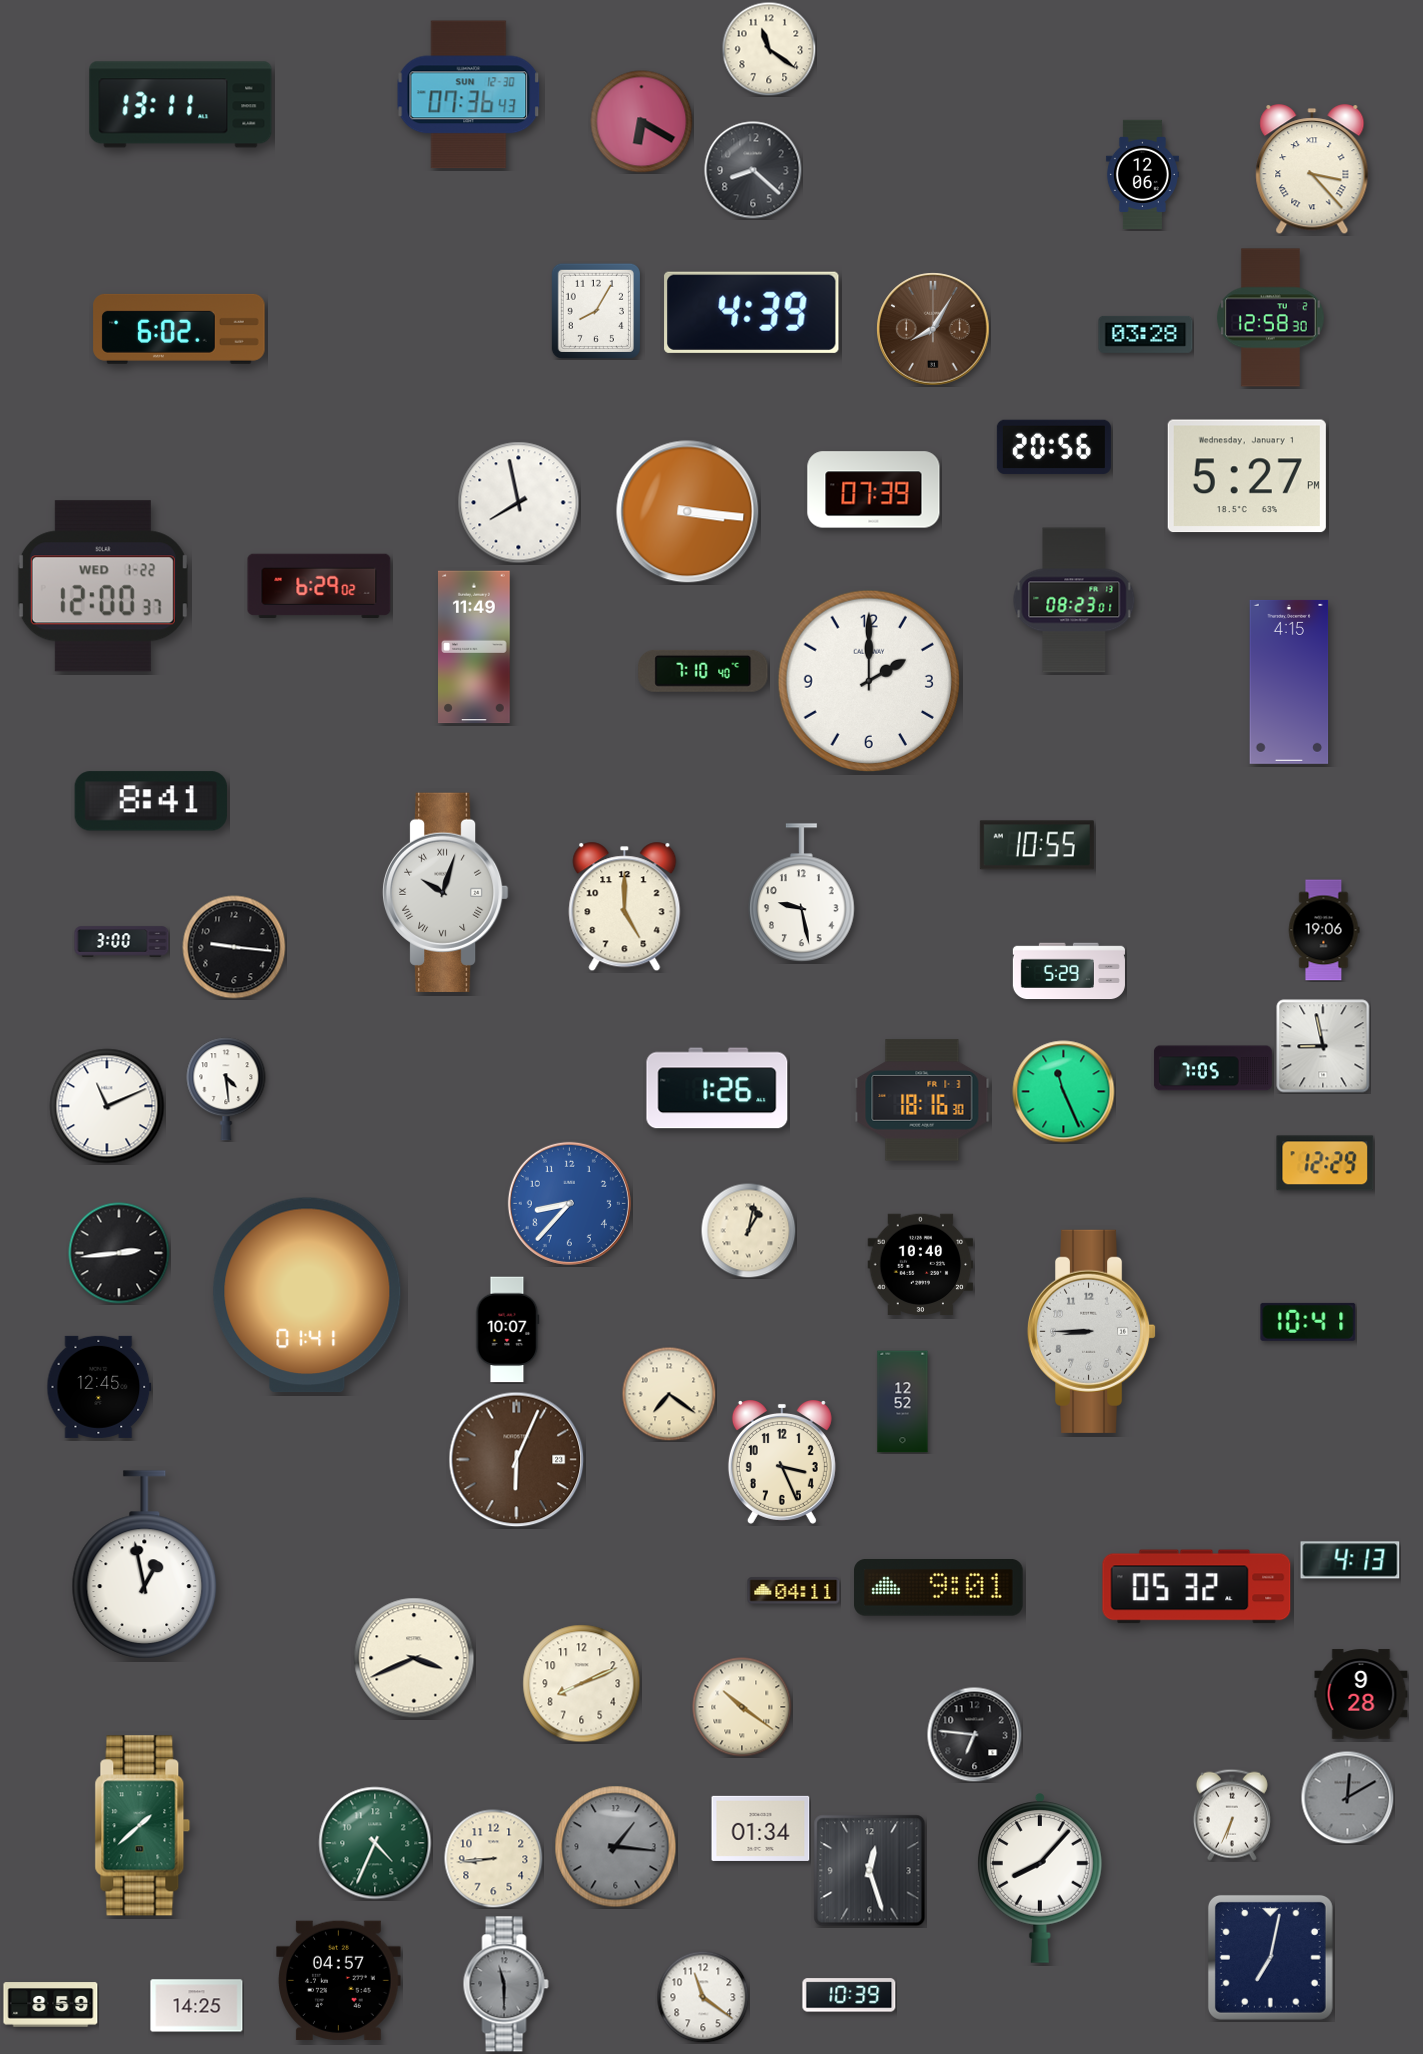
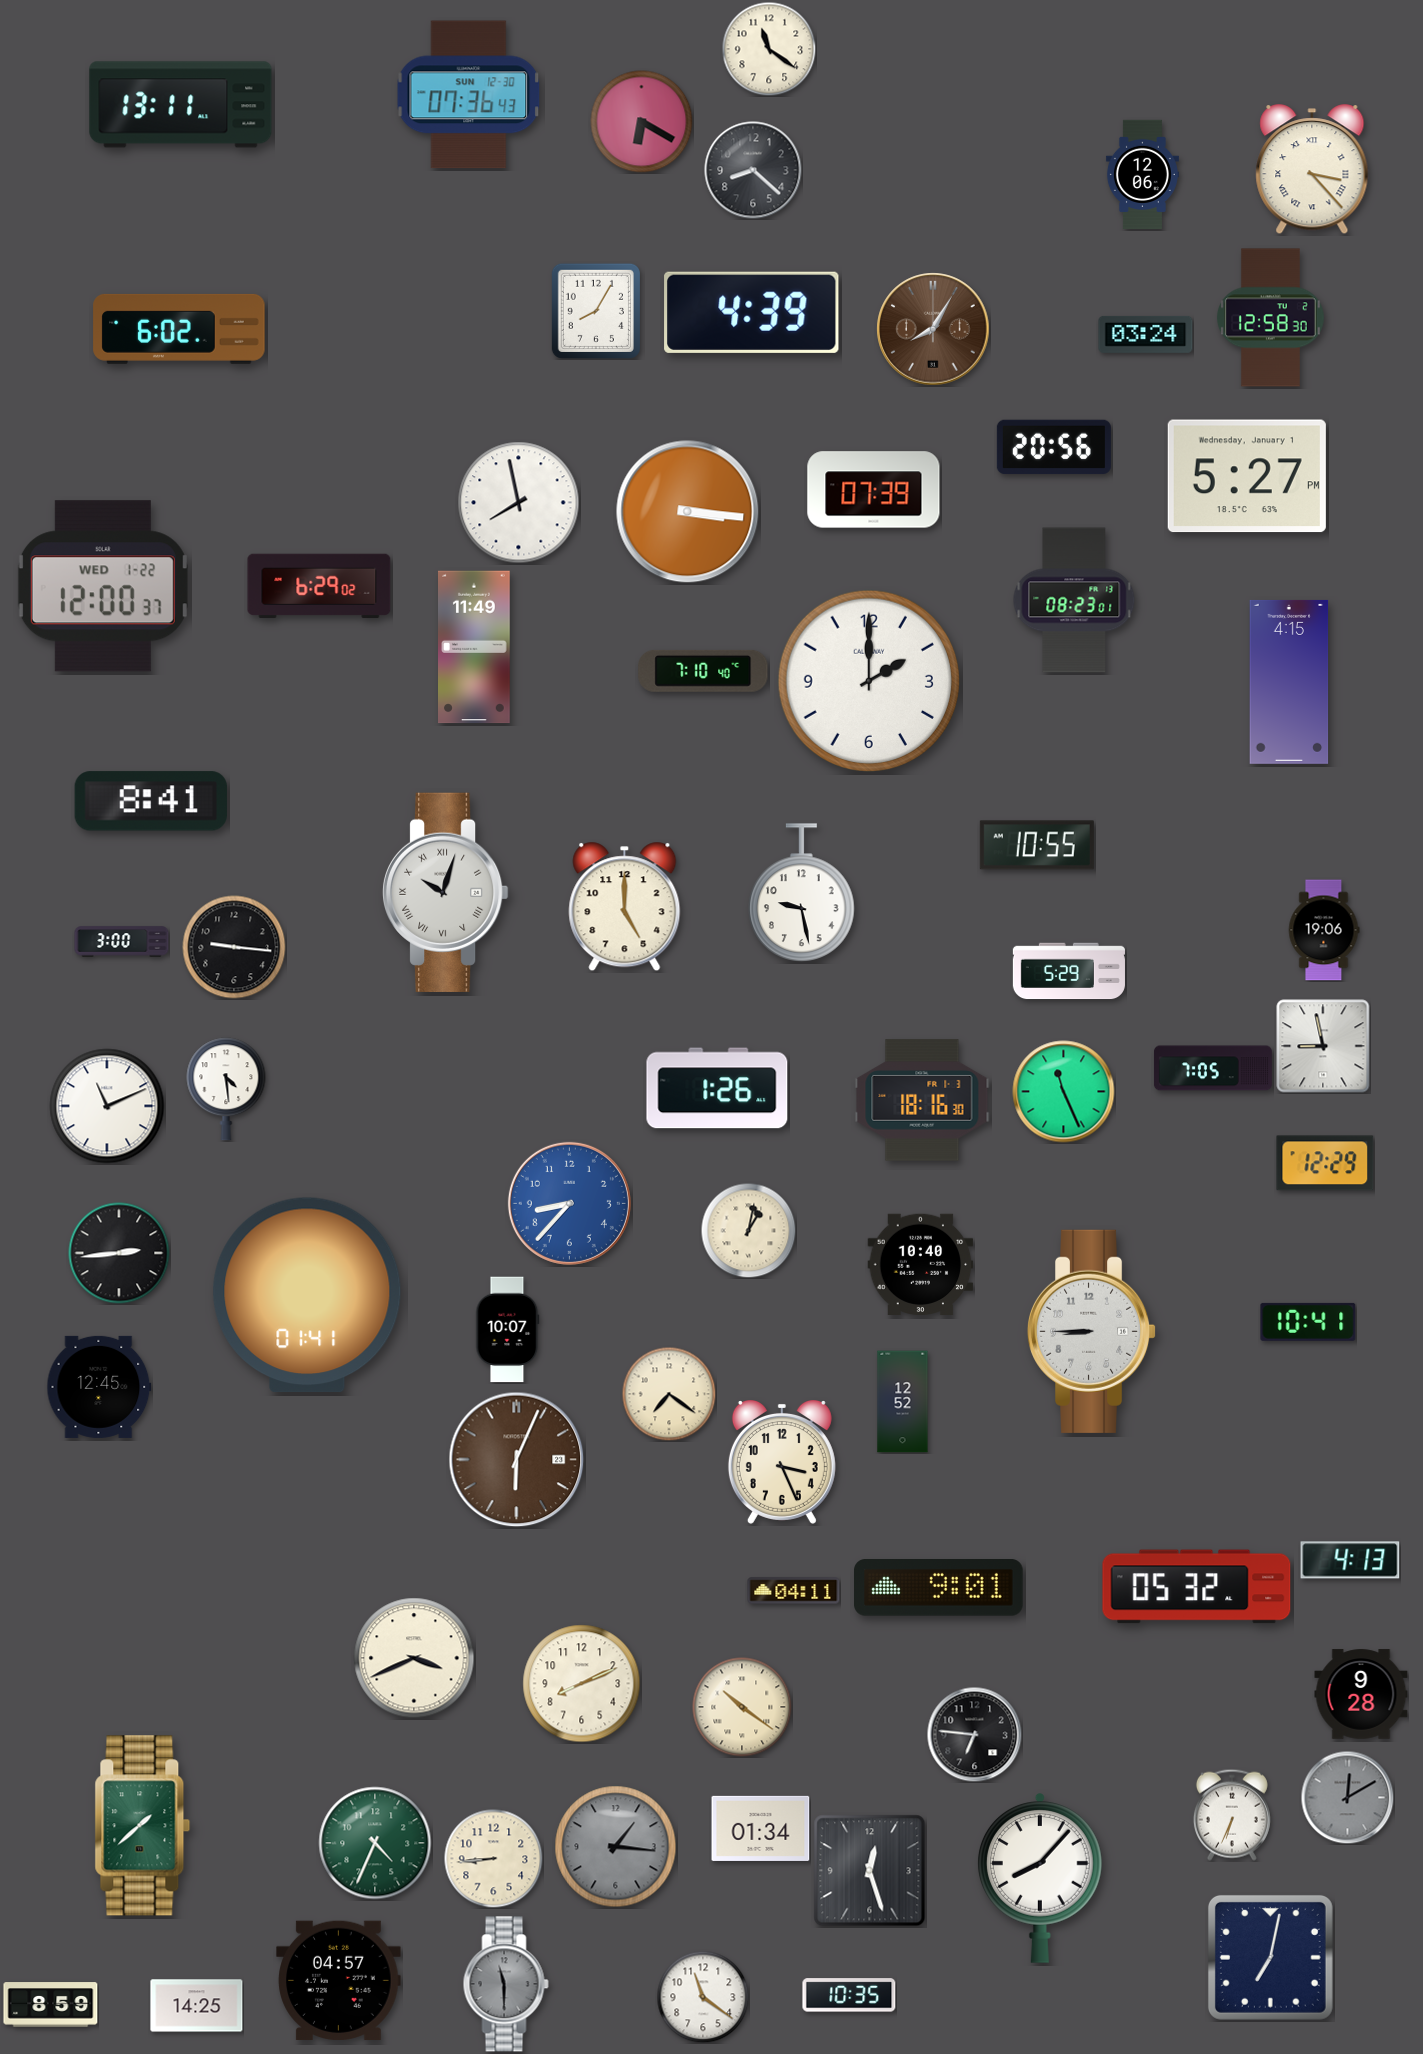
clock at (1146, 334): 03:28 -> 03:24
clock at (145, 1565): 12:58 -> none
clock at (849, 1995): 10:39 -> 10:35
